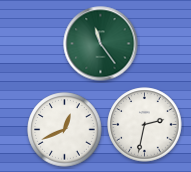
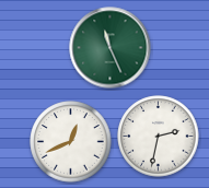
clock at (101, 44): 11:24 -> 11:26
